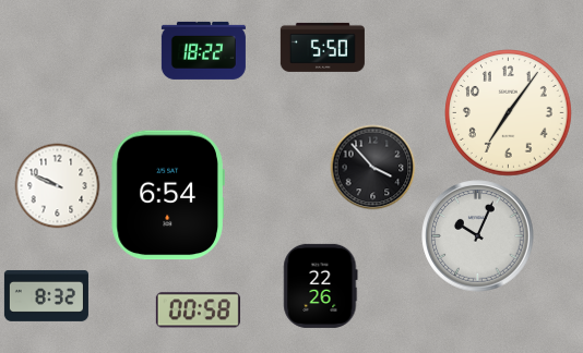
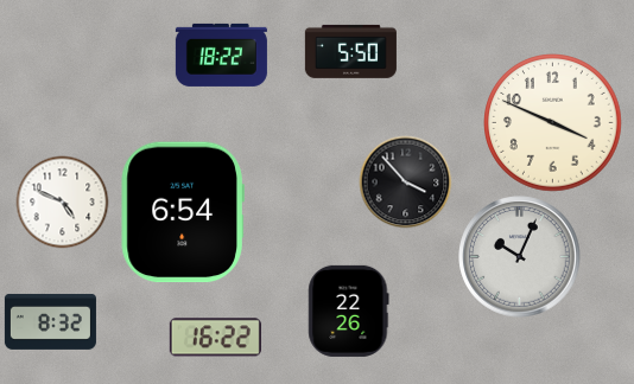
clock at (509, 113): 7:06 -> 3:49
clock at (57, 185): 9:49 -> 4:49
clock at (198, 311): 00:58 -> 16:22
